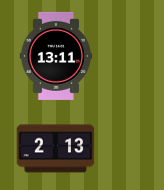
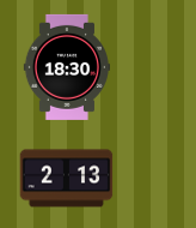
clock at (55, 56): 13:11 -> 18:30
